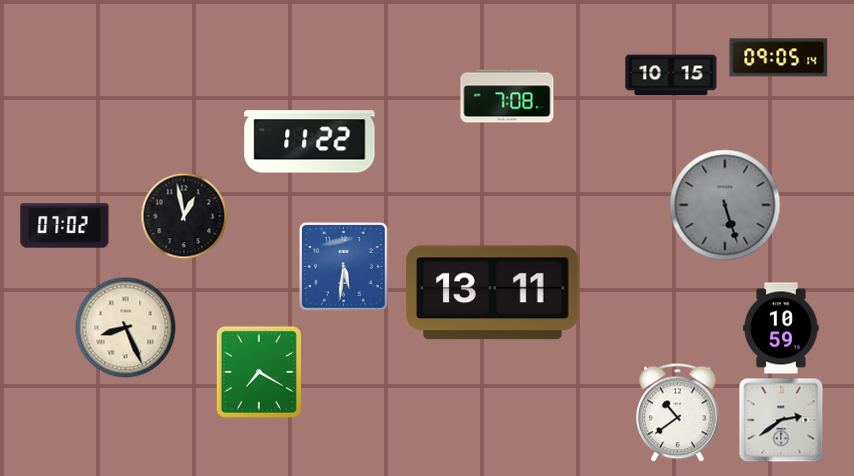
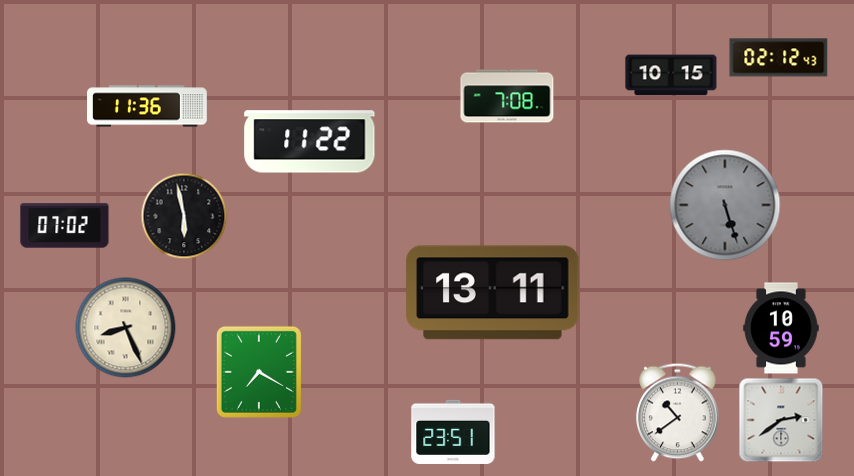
clock at (779, 58): 09:05 -> 02:12
clock at (148, 106): none -> 11:36
clock at (184, 216): 12:58 -> 5:58
clock at (344, 267): 5:31 -> none
clock at (453, 432): none -> 23:51
